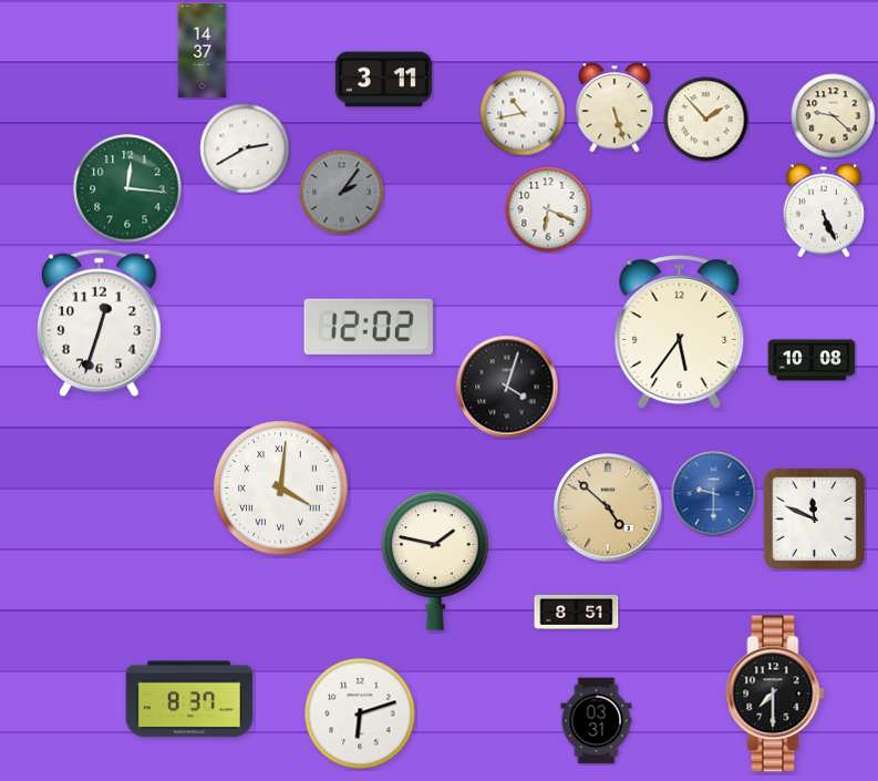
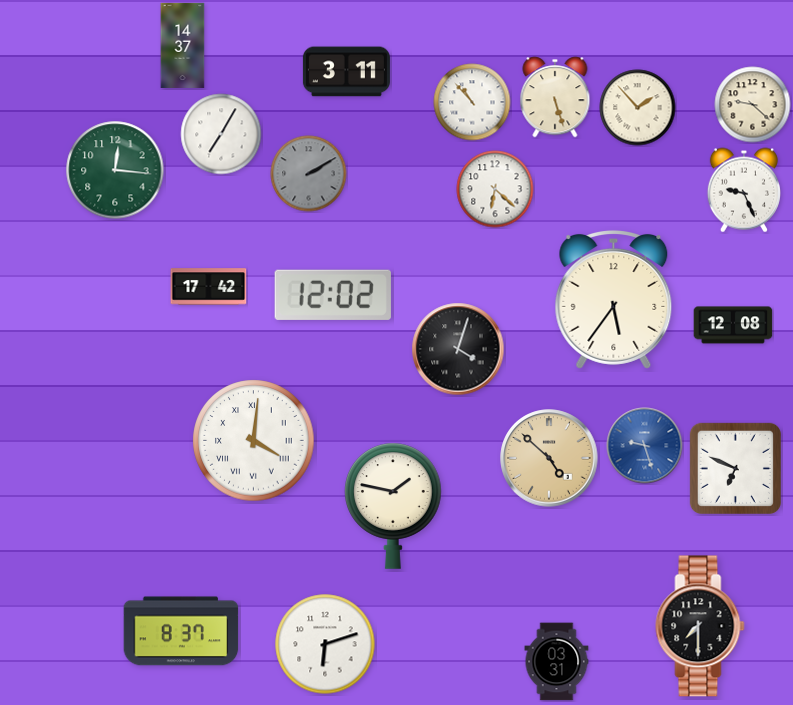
clock at (523, 113): 10:43 -> 10:53
clock at (245, 148): 2:40 -> 7:05
clock at (342, 193): 2:06 -> 2:10
clock at (548, 209): 6:19 -> 6:22
clock at (824, 210): 5:26 -> 9:26
clock at (209, 287): none -> 17:42
clock at (99, 323): 12:33 -> none
clock at (812, 360): 10:08 -> 12:08
clock at (714, 494): 9:30 -> 9:27
clock at (814, 518): 11:49 -> 6:49
clock at (577, 612): 8:51 -> none
clock at (189, 699) position: (189, 699) -> (181, 631)
clock at (597, 721) position: (597, 721) -> (557, 662)
